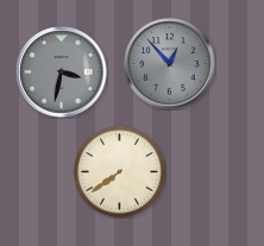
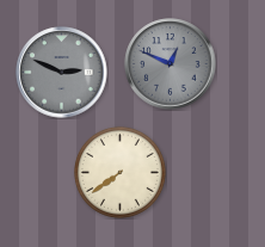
clock at (170, 64): 12:53 -> 12:49
clock at (62, 72): 3:32 -> 2:49
